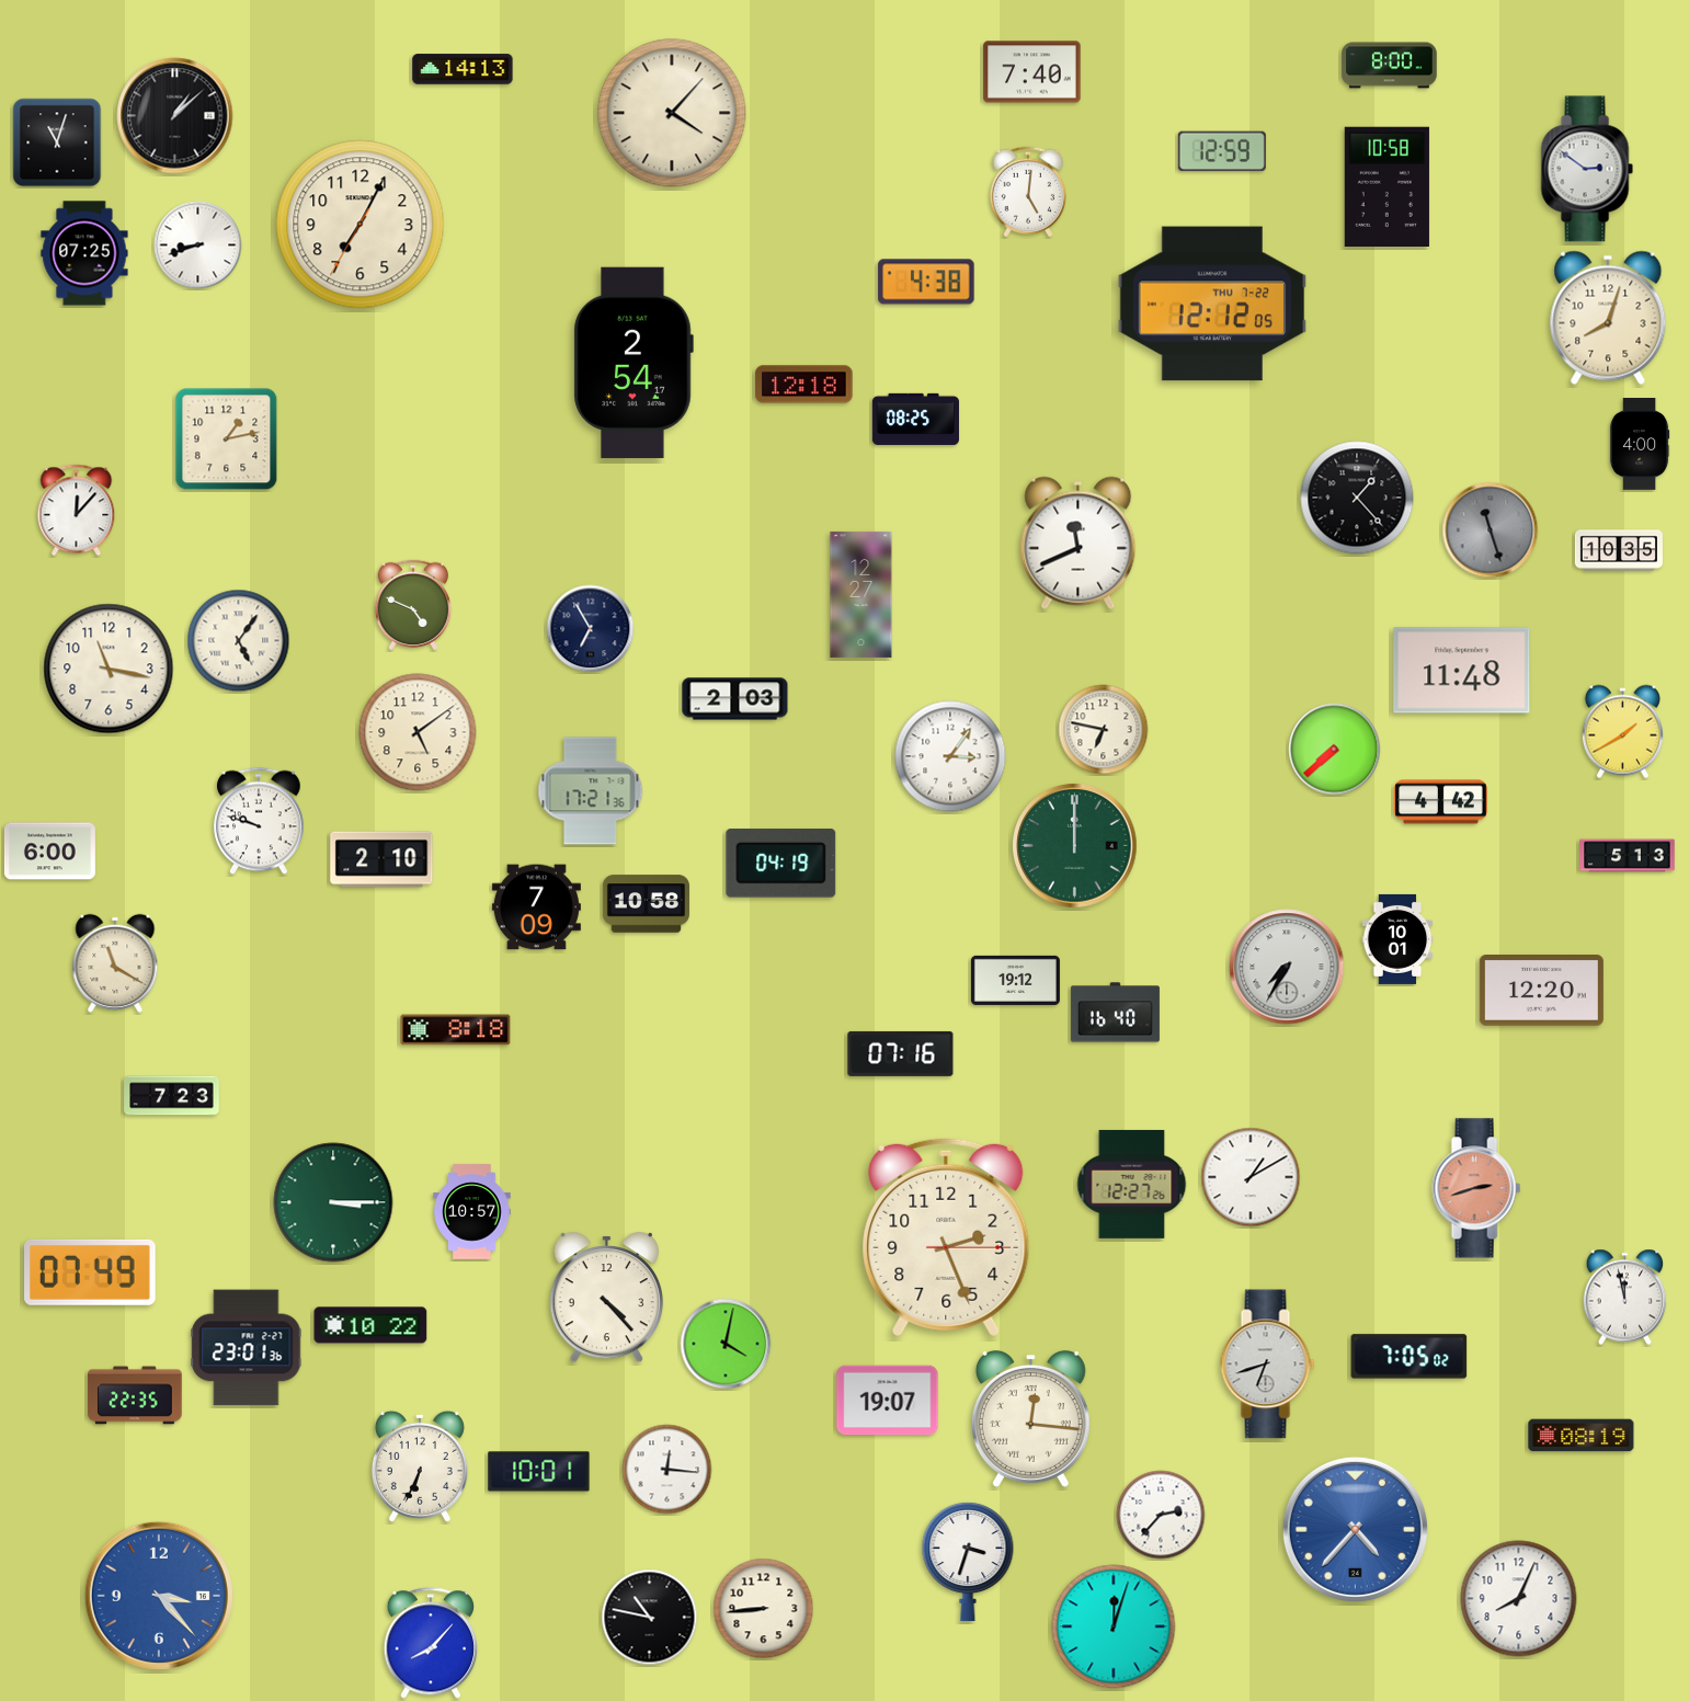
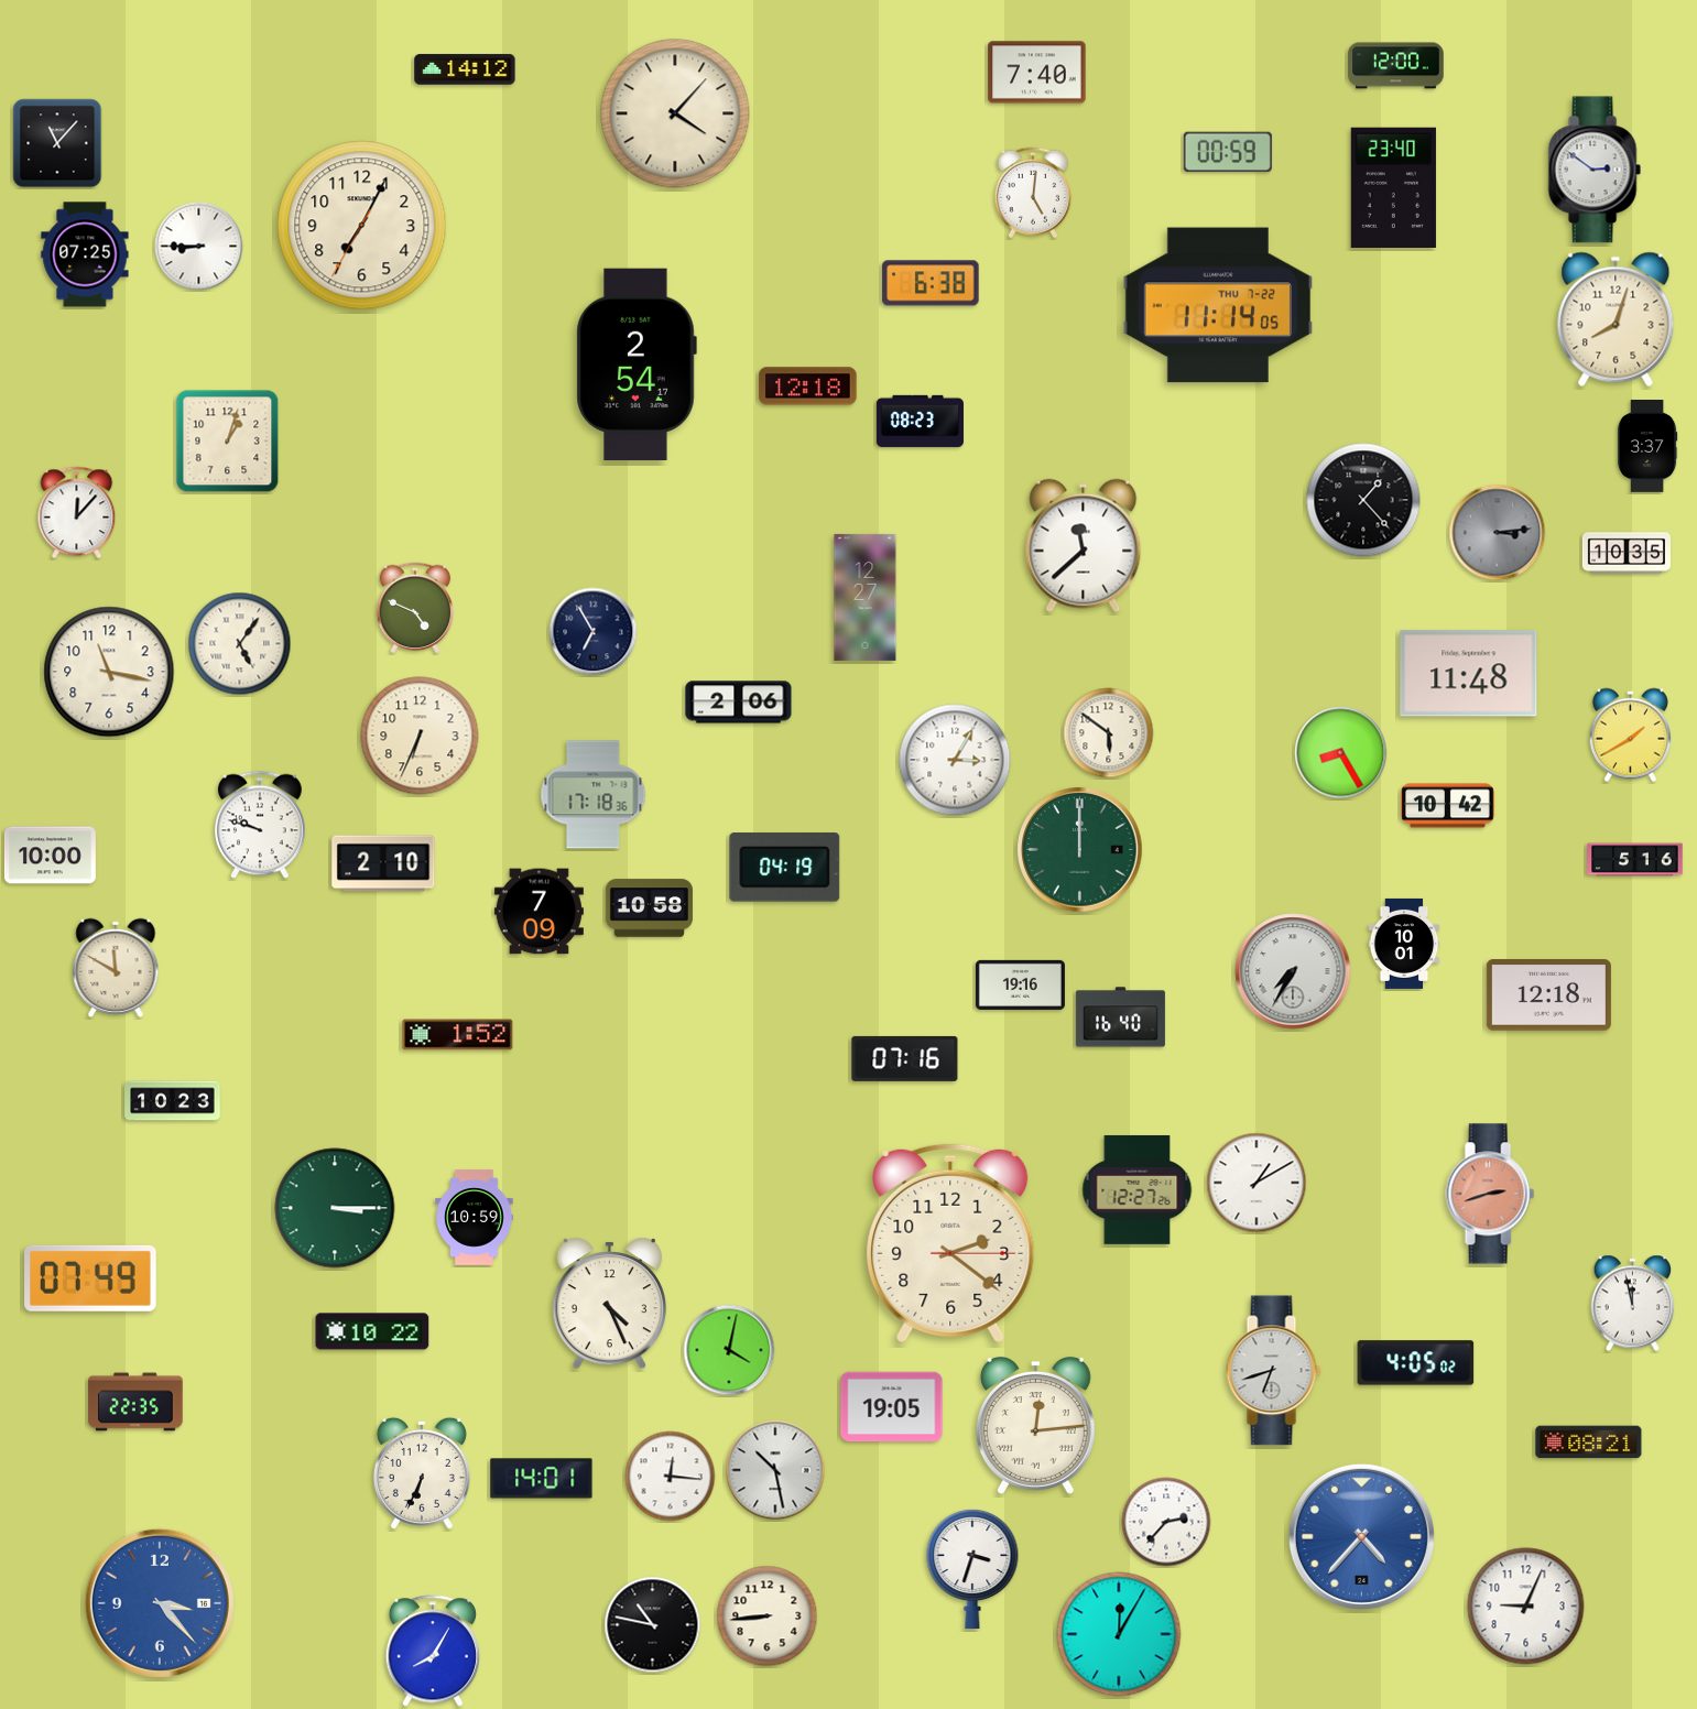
clock at (1390, 66): 8:00 -> 12:00
clock at (463, 69): 14:13 -> 14:12
clock at (175, 116): 1:08 -> none
clock at (57, 142): 11:03 -> 11:07
clock at (1222, 151): 12:59 -> 00:59
clock at (1386, 186): 10:58 -> 23:40
clock at (198, 246): 8:42 -> 8:45
clock at (926, 282): 4:38 -> 6:38
clock at (1212, 304): 12:12 -> 11:14
clock at (915, 419): 08:25 -> 08:23
clock at (227, 439): 1:13 -> 1:03
clock at (1640, 445): 4:00 -> 3:37
clock at (1491, 530): 11:27 -> 3:14
clock at (1079, 544): 11:41 -> 11:38
clock at (735, 699): 2:03 -> 2:06
clock at (1104, 730): 6:47 -> 5:51
clock at (418, 732): 5:09 -> 6:34
clock at (1335, 750): 7:38 -> 8:25
clock at (950, 756): 3:06 -> 3:05
clock at (591, 791): 17:21 -> 17:18
clock at (1441, 802): 4:42 -> 10:42
clock at (49, 852): 6:00 -> 10:00
clock at (1628, 856): 5:13 -> 5:16
clock at (115, 963): 11:20 -> 11:50
clock at (1015, 980): 19:12 -> 19:16
clock at (1541, 991): 12:20 -> 12:18
clock at (456, 1030): 8:18 -> 1:52
clock at (172, 1096): 7:23 -> 10:23
clock at (1476, 1188) position: (1476, 1188) -> (1490, 1194)
clock at (472, 1212): 10:57 -> 10:59
clock at (946, 1237): 2:26 -> 2:21
clock at (606, 1299): 4:23 -> 4:26
clock at (247, 1348): 23:01 -> none
clock at (1410, 1357): 7:05 -> 4:05
clock at (888, 1401): 19:07 -> 19:05
clock at (1030, 1418): 12:16 -> 12:14
clock at (1582, 1436): 08:19 -> 08:21
clock at (775, 1470): none -> 10:28
clock at (539, 1472): 10:01 -> 14:01
clock at (1519, 1599): 8:04 -> 9:04
clock at (1114, 1626): 12:03 -> 12:05
clock at (430, 1643): 8:07 -> 8:05
